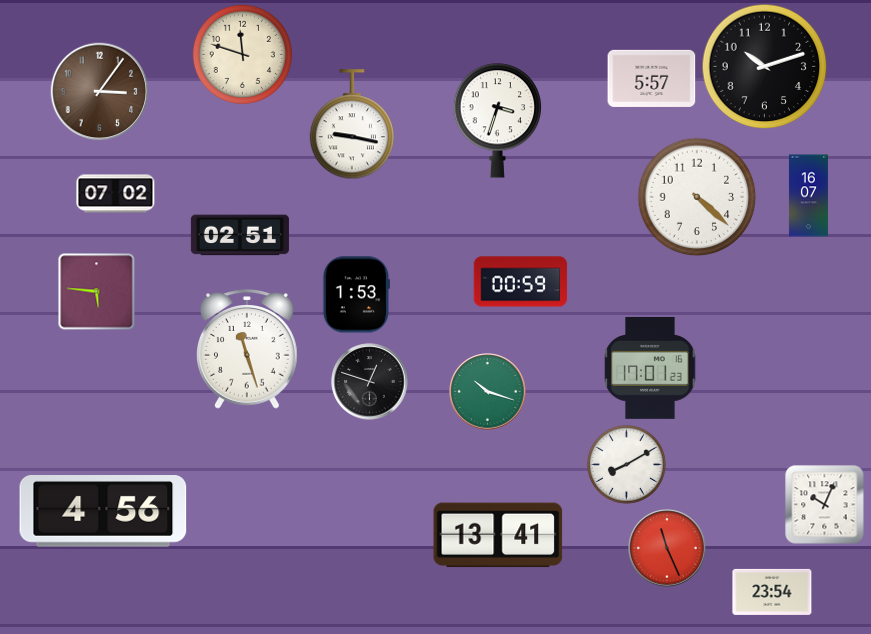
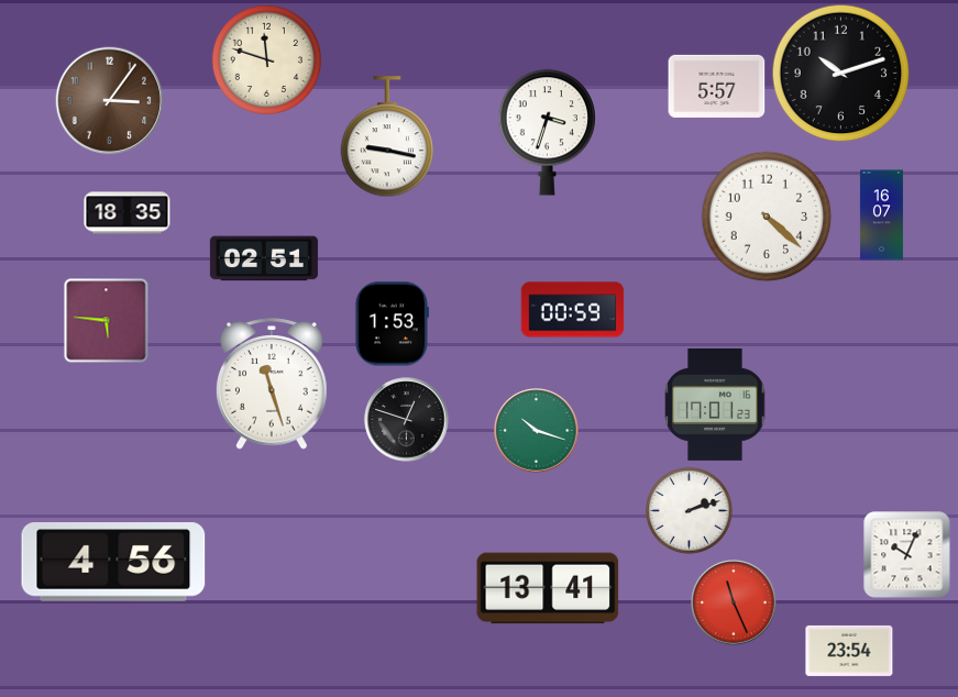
clock at (116, 194): 07:02 -> 18:35
clock at (808, 196) position: (808, 196) -> (881, 215)
clock at (626, 464): 8:10 -> 2:12
